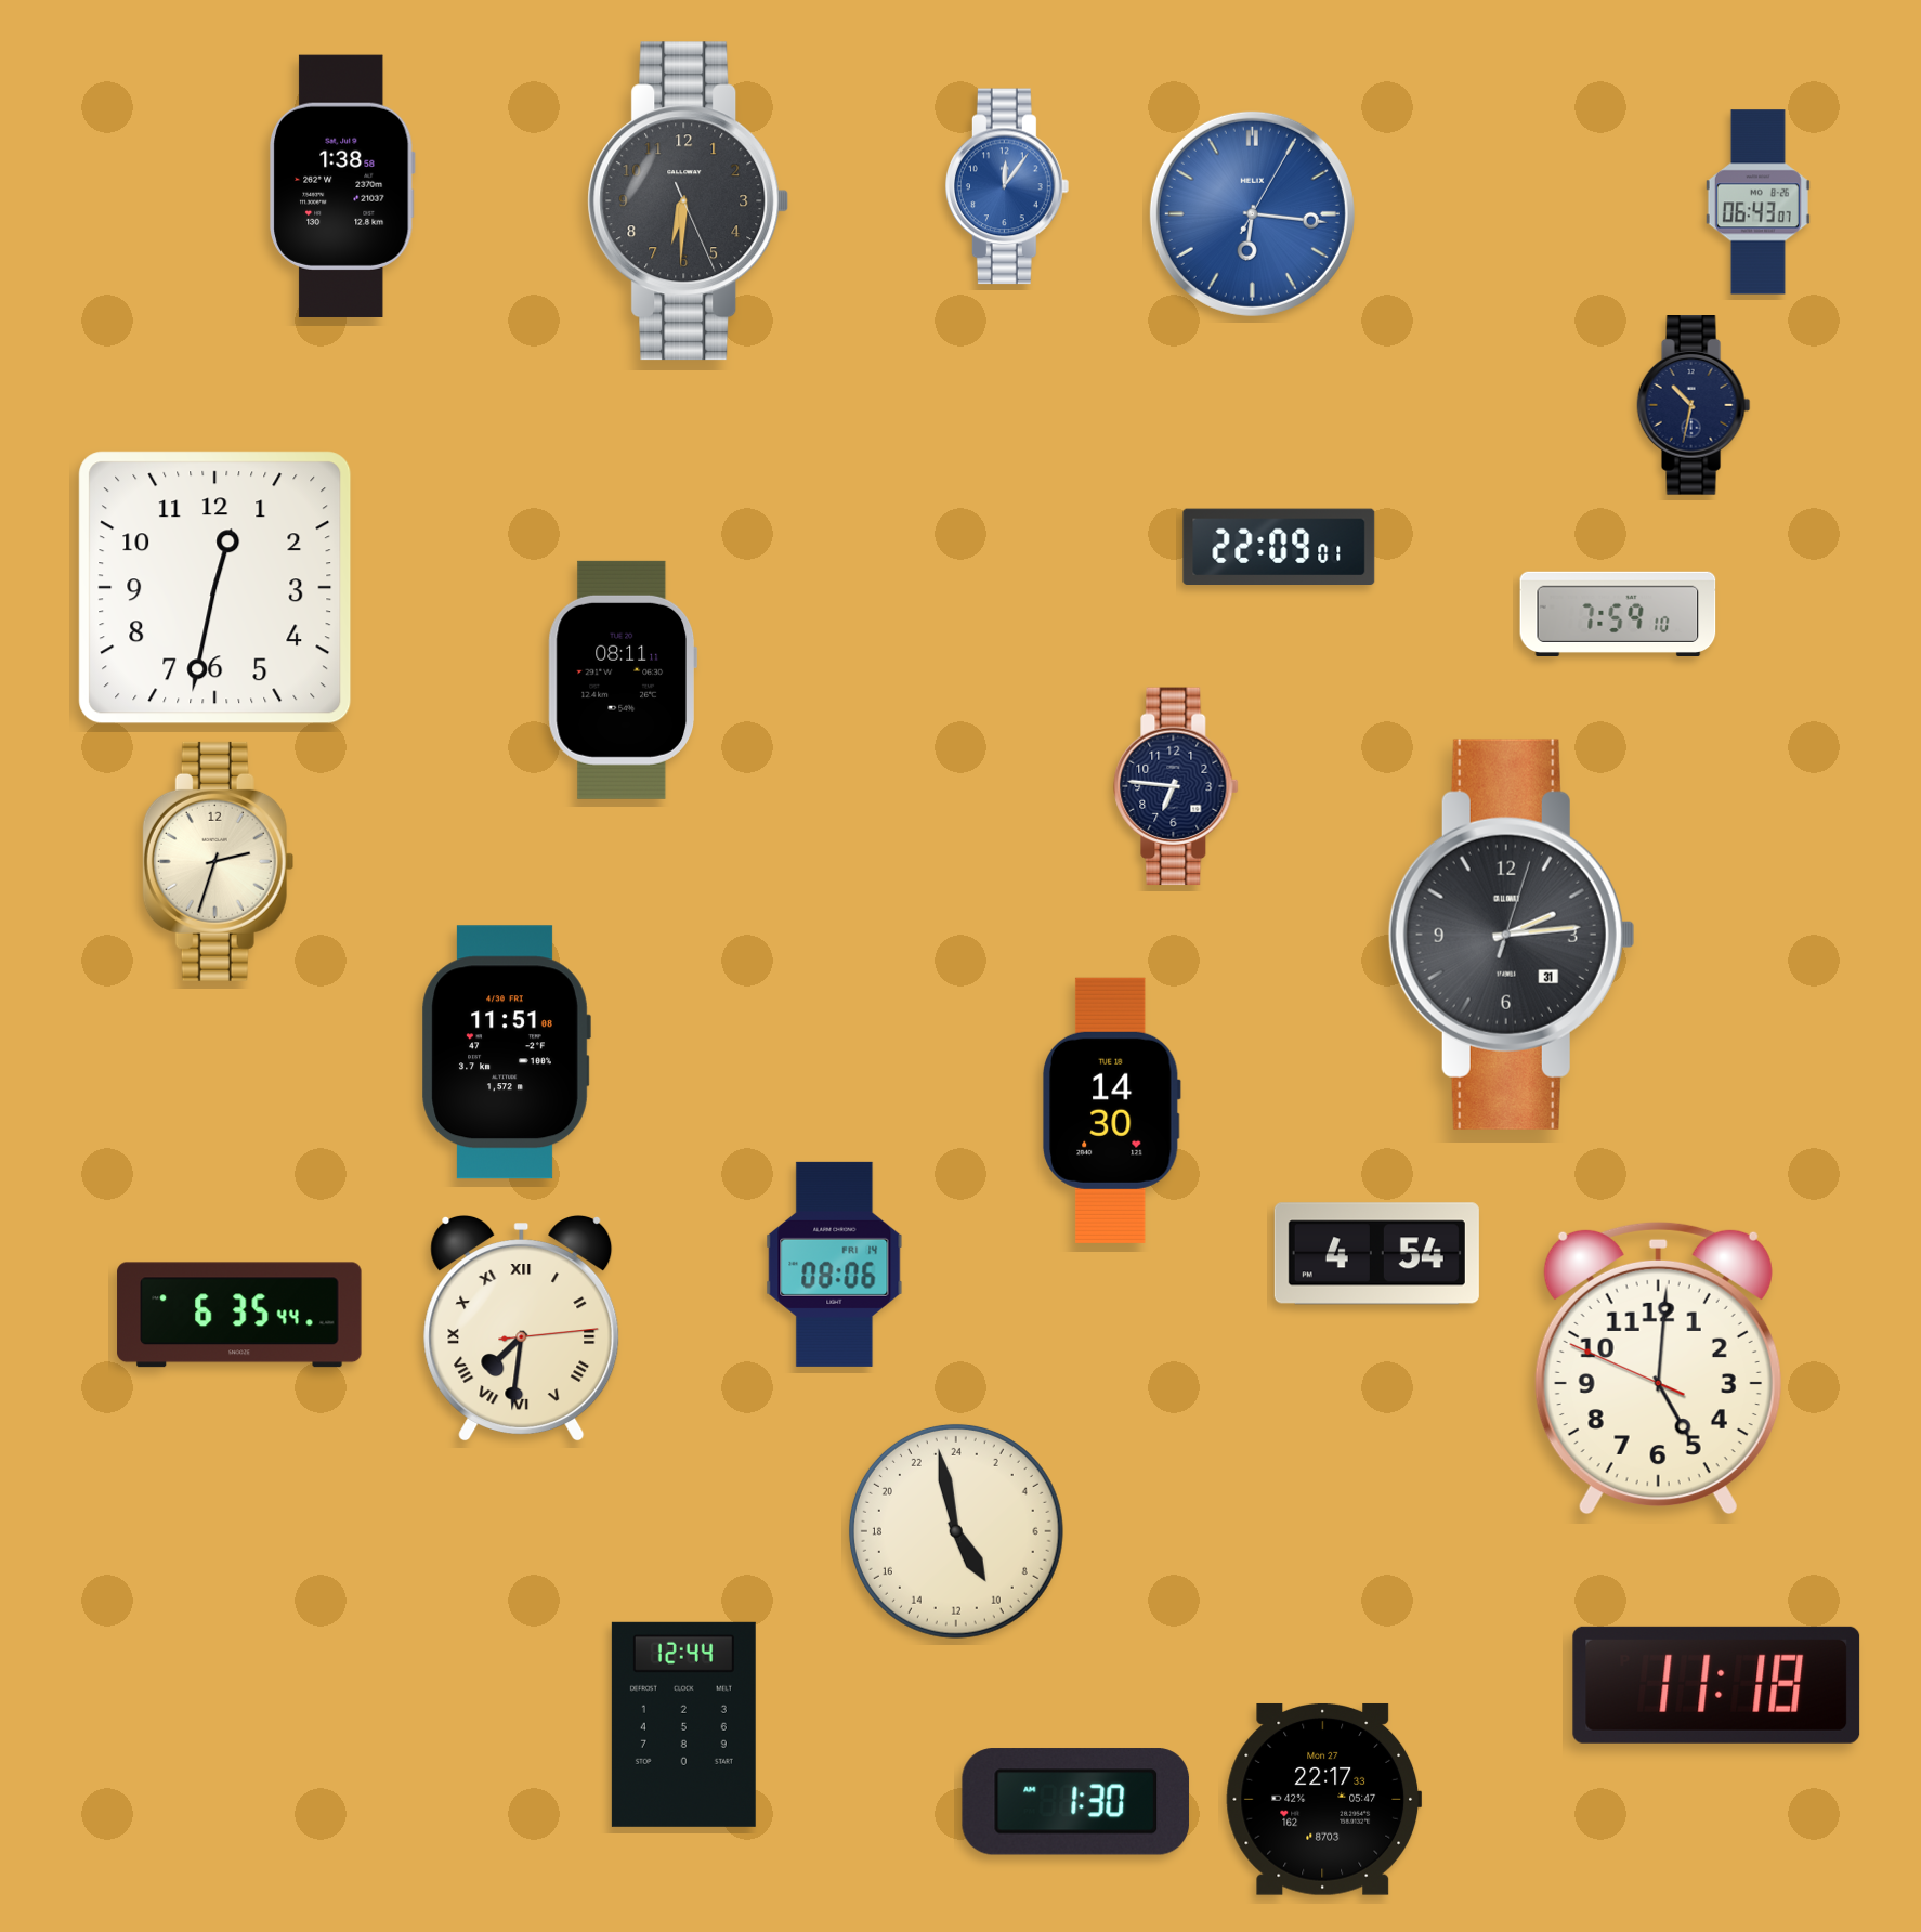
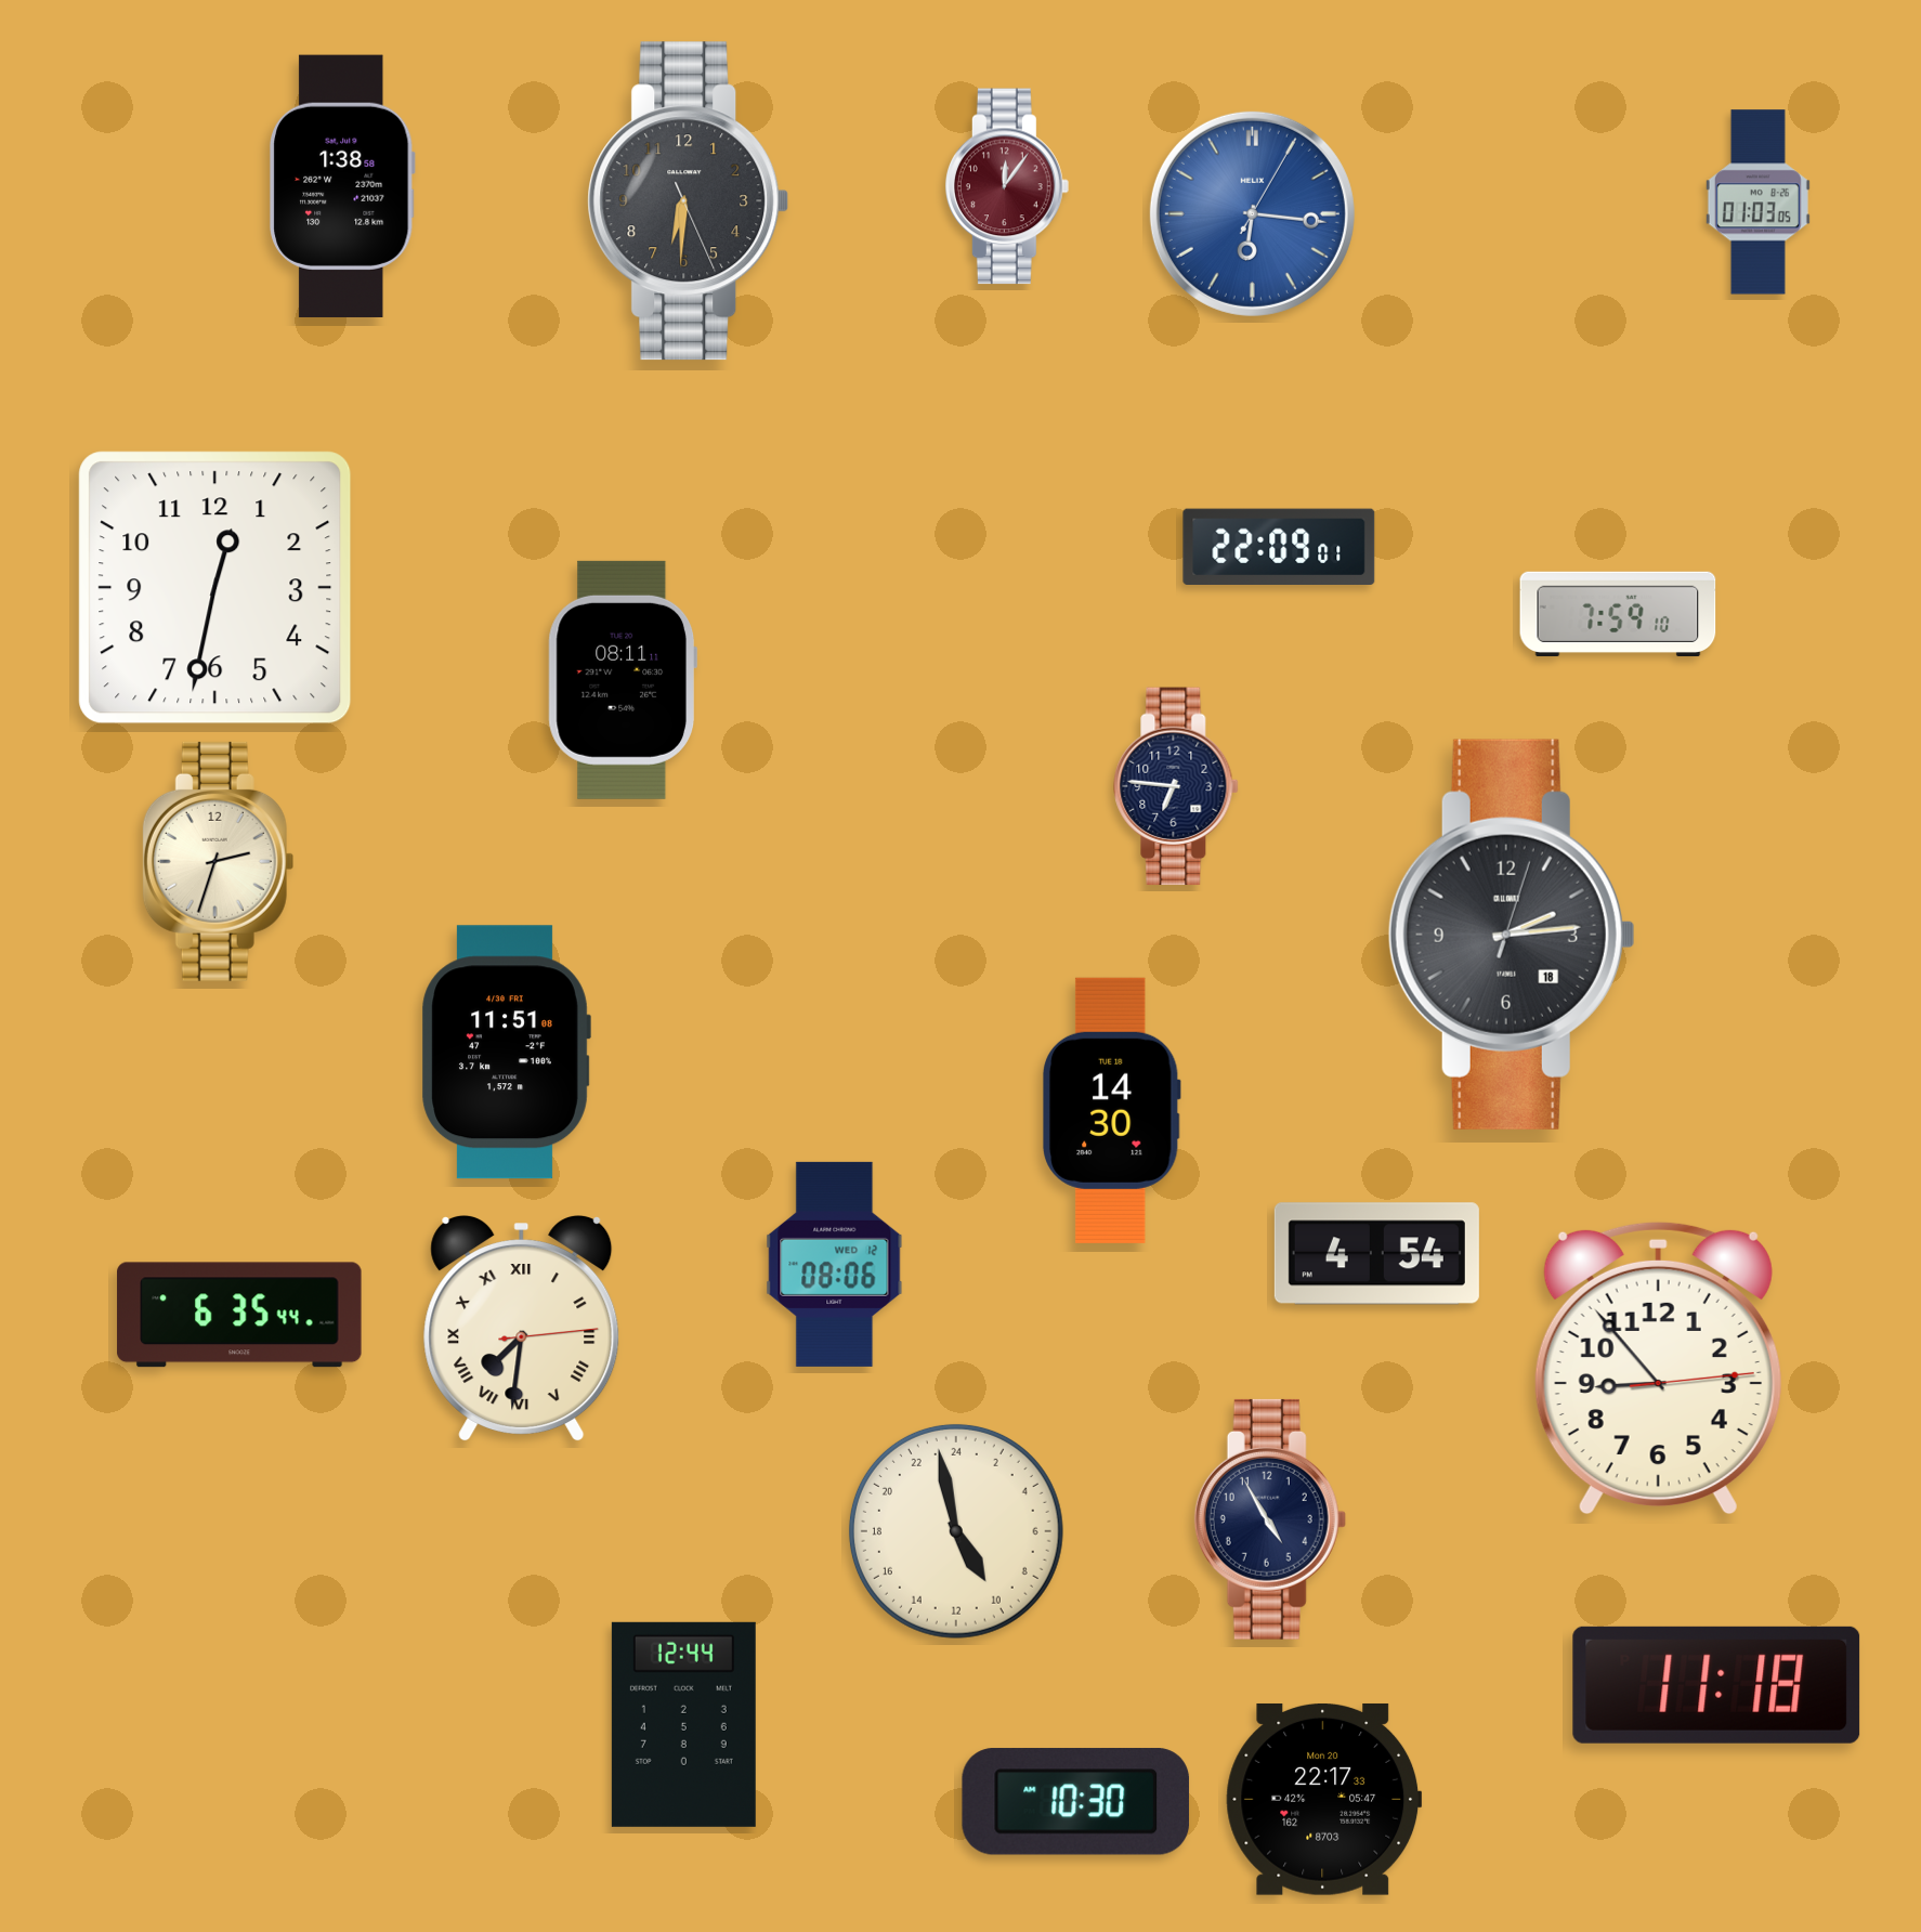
clock at (1007, 186) dial: blue -> burgundy
clock at (1757, 203): 06:43 -> 01:03
clock at (1694, 405): 10:32 -> none
clock at (1512, 935) date: 31 -> 18
clock at (835, 1264) date: FRI 14 -> WED 12
clock at (1658, 1368): 5:00 -> 8:53
clock at (1270, 1519): none -> 4:55
clock at (1324, 1799) date: Mon 27 -> Mon 20
clock at (1076, 1802): 1:30 -> 10:30
